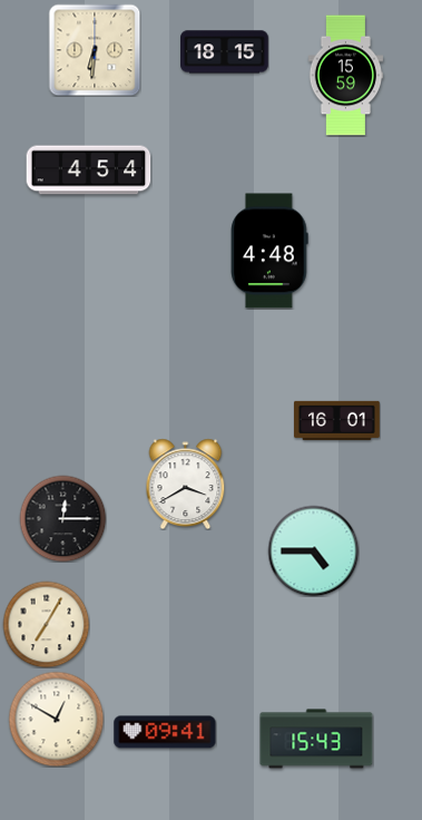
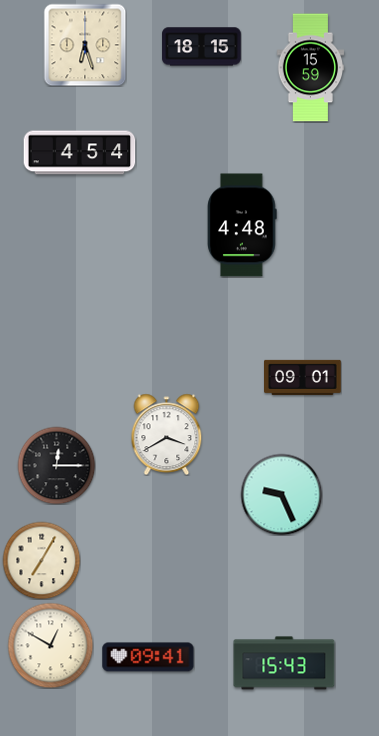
clock at (95, 50): 6:31 -> 6:27
clock at (337, 420): 16:01 -> 09:01
clock at (313, 550): 4:45 -> 9:26
